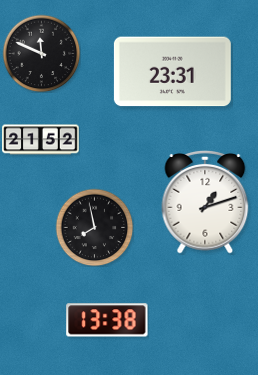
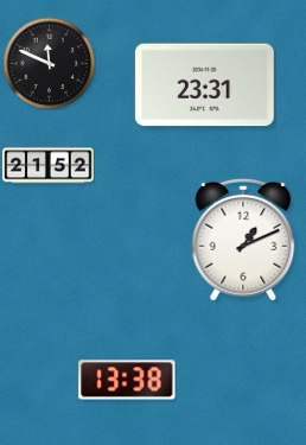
clock at (205, 202): 1:12 -> 1:11
clock at (94, 227): 7:58 -> none
